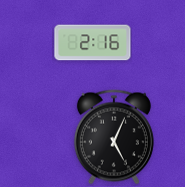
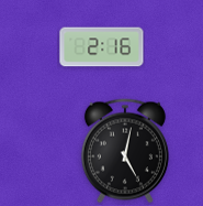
clock at (114, 137): 5:04 -> 5:02
